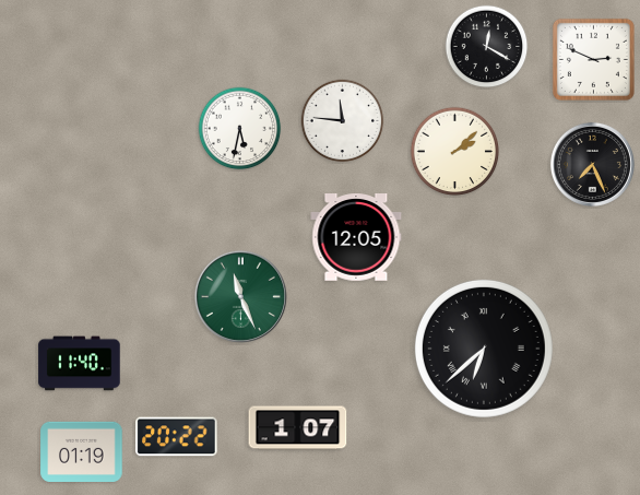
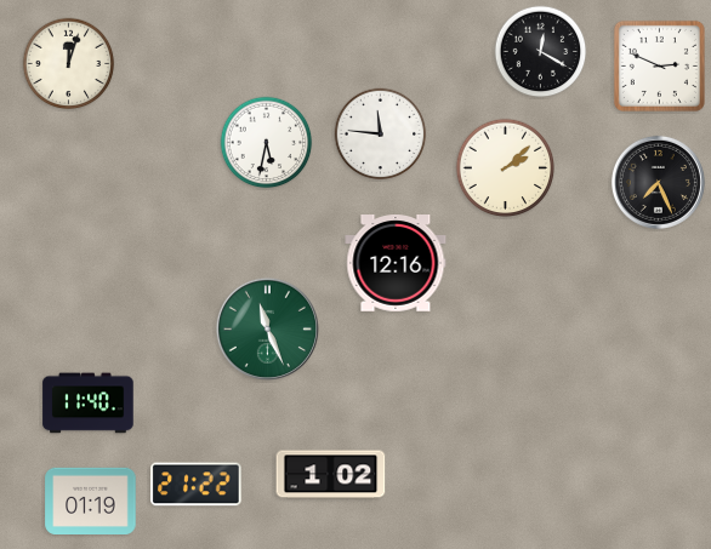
clock at (69, 64): none -> 12:03
clock at (356, 237): 12:05 -> 12:16
clock at (484, 349): 6:38 -> none
clock at (298, 428): 1:07 -> 1:02
clock at (177, 437): 20:22 -> 21:22
